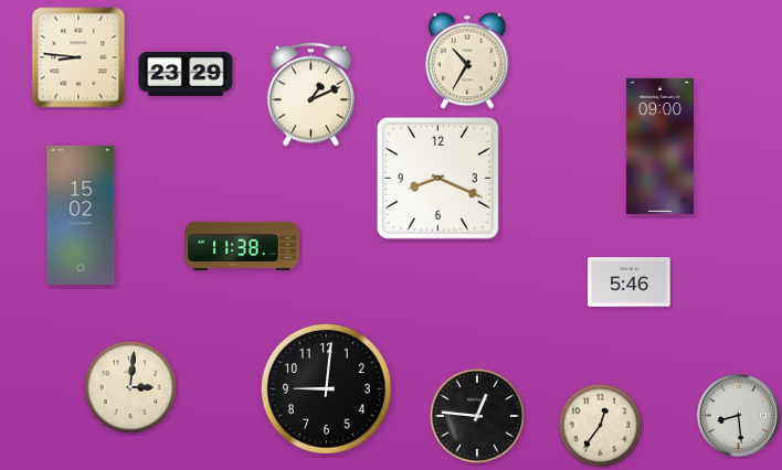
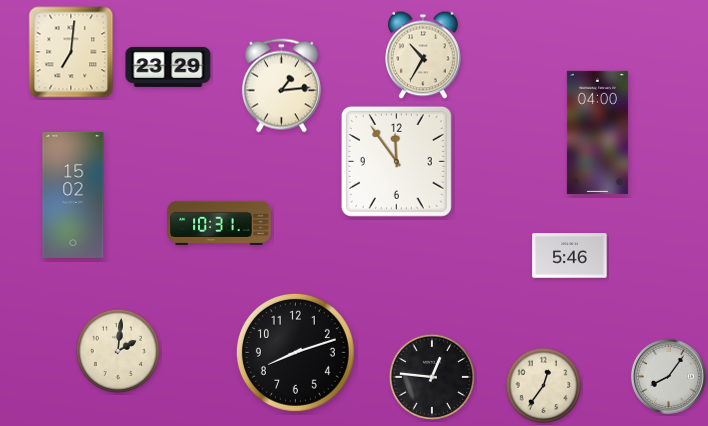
clock at (78, 57): 8:46 -> 7:01
clock at (310, 95): 1:11 -> 1:14
clock at (659, 146): 09:00 -> 04:00
clock at (437, 178): 8:19 -> 11:54
clock at (242, 246): 11:38 -> 10:31
clock at (129, 386): 3:01 -> 2:01
clock at (326, 388): 9:01 -> 8:12
clock at (738, 415): 8:29 -> 8:06
